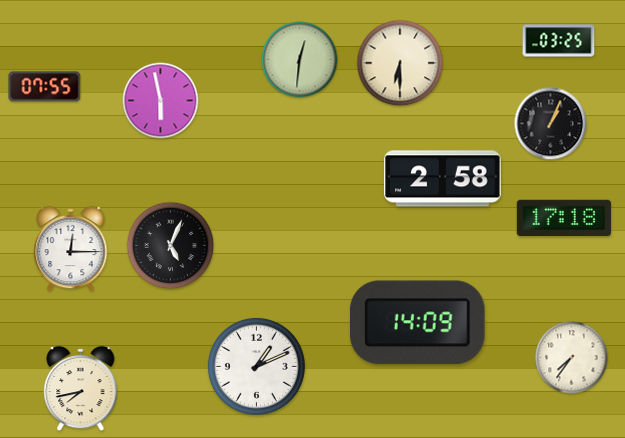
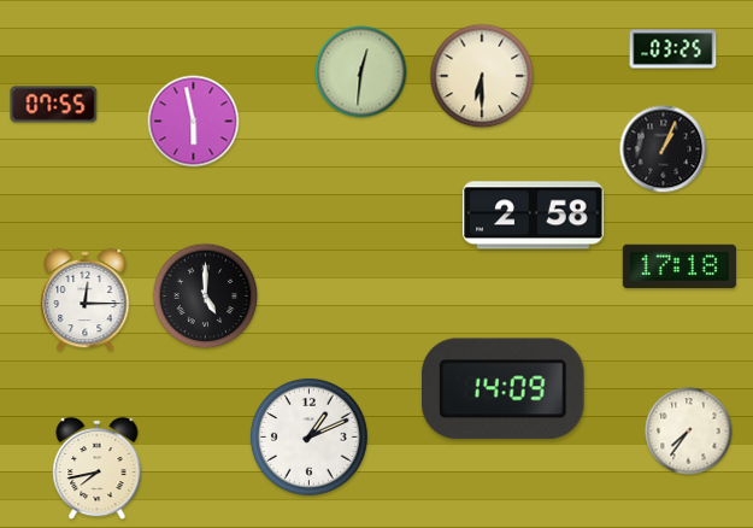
clock at (564, 218) position: (564, 218) -> (680, 266)
clock at (171, 246): 5:04 -> 5:00
clock at (256, 366) position: (256, 366) -> (308, 436)
